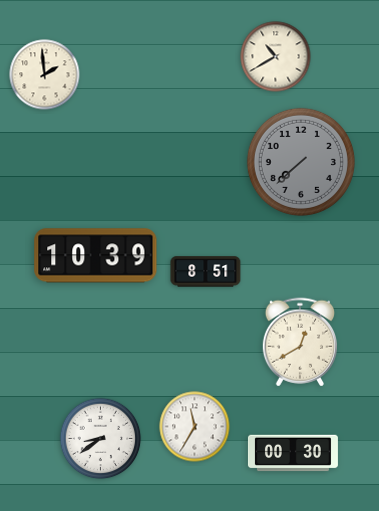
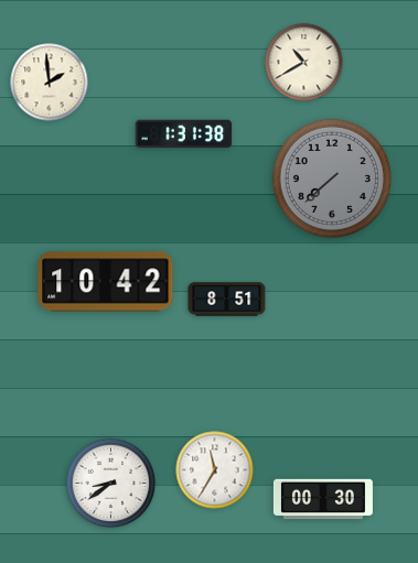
clock at (184, 134): none -> 1:31
clock at (96, 256): 10:39 -> 10:42
clock at (300, 342): 12:40 -> none
